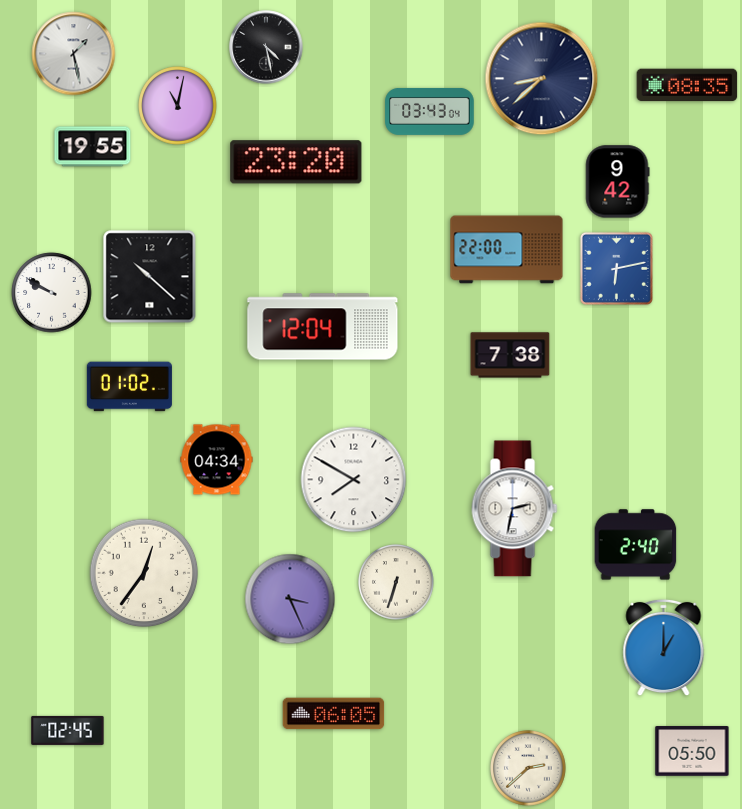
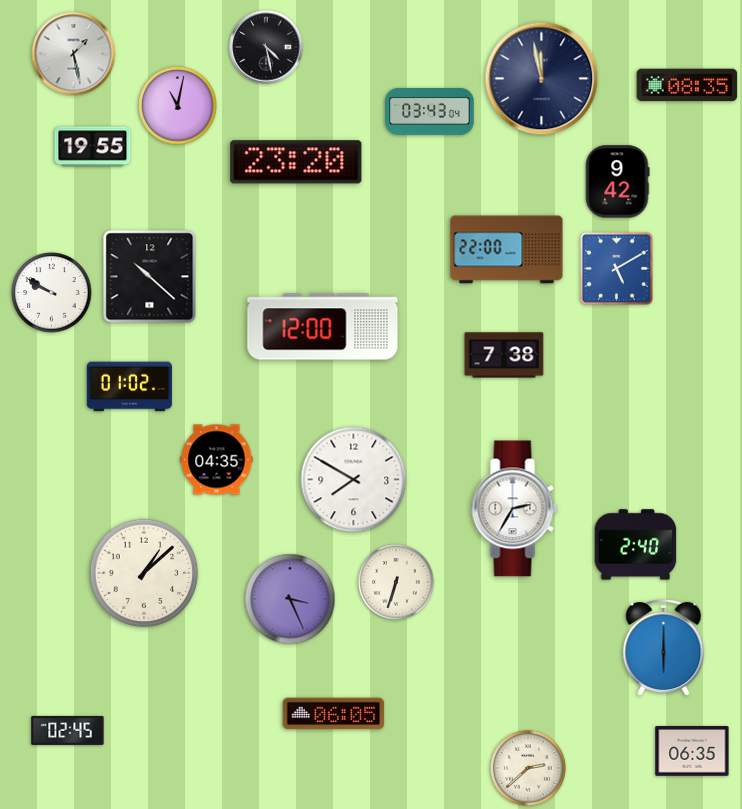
clock at (542, 79): 8:38 -> 11:58
clock at (616, 268): 6:13 -> 5:10
clock at (323, 327): 12:04 -> 12:00
clock at (510, 355) position: (510, 355) -> (504, 355)
clock at (217, 460): 04:34 -> 04:35
clock at (515, 509): 2:32 -> 2:35
clock at (144, 573): 12:36 -> 1:08
clock at (664, 648): 1:00 -> 6:00
clock at (692, 751): 05:50 -> 06:35
